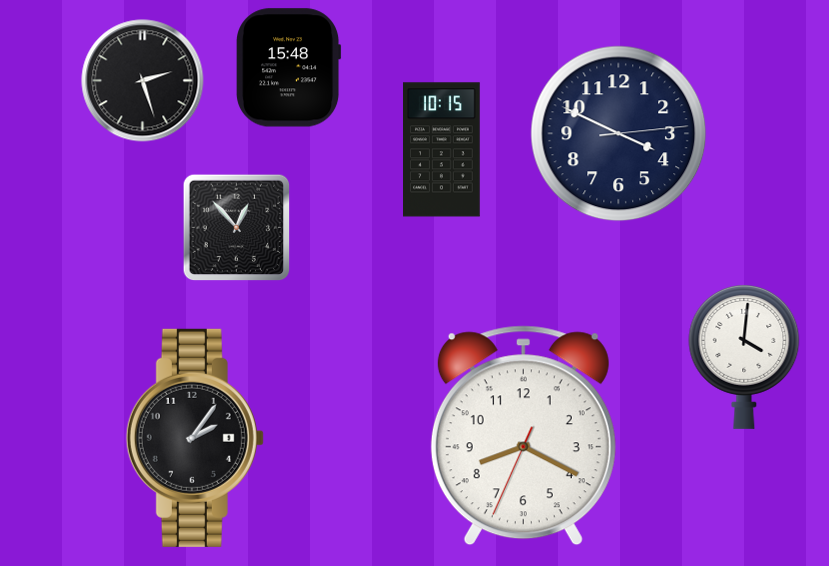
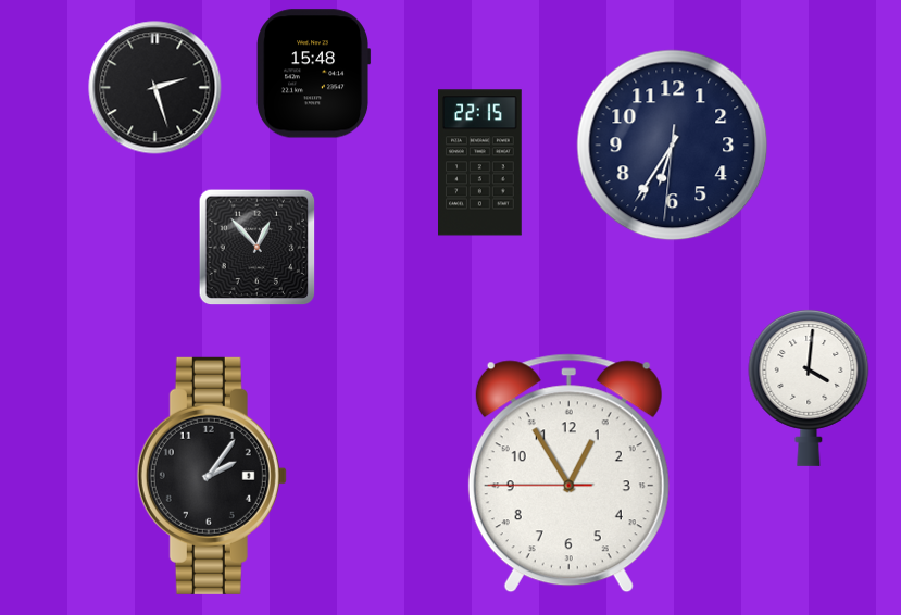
clock at (619, 134): 3:49 -> 6:35
clock at (442, 150): 10:15 -> 22:15
clock at (523, 436): 8:19 -> 12:54
